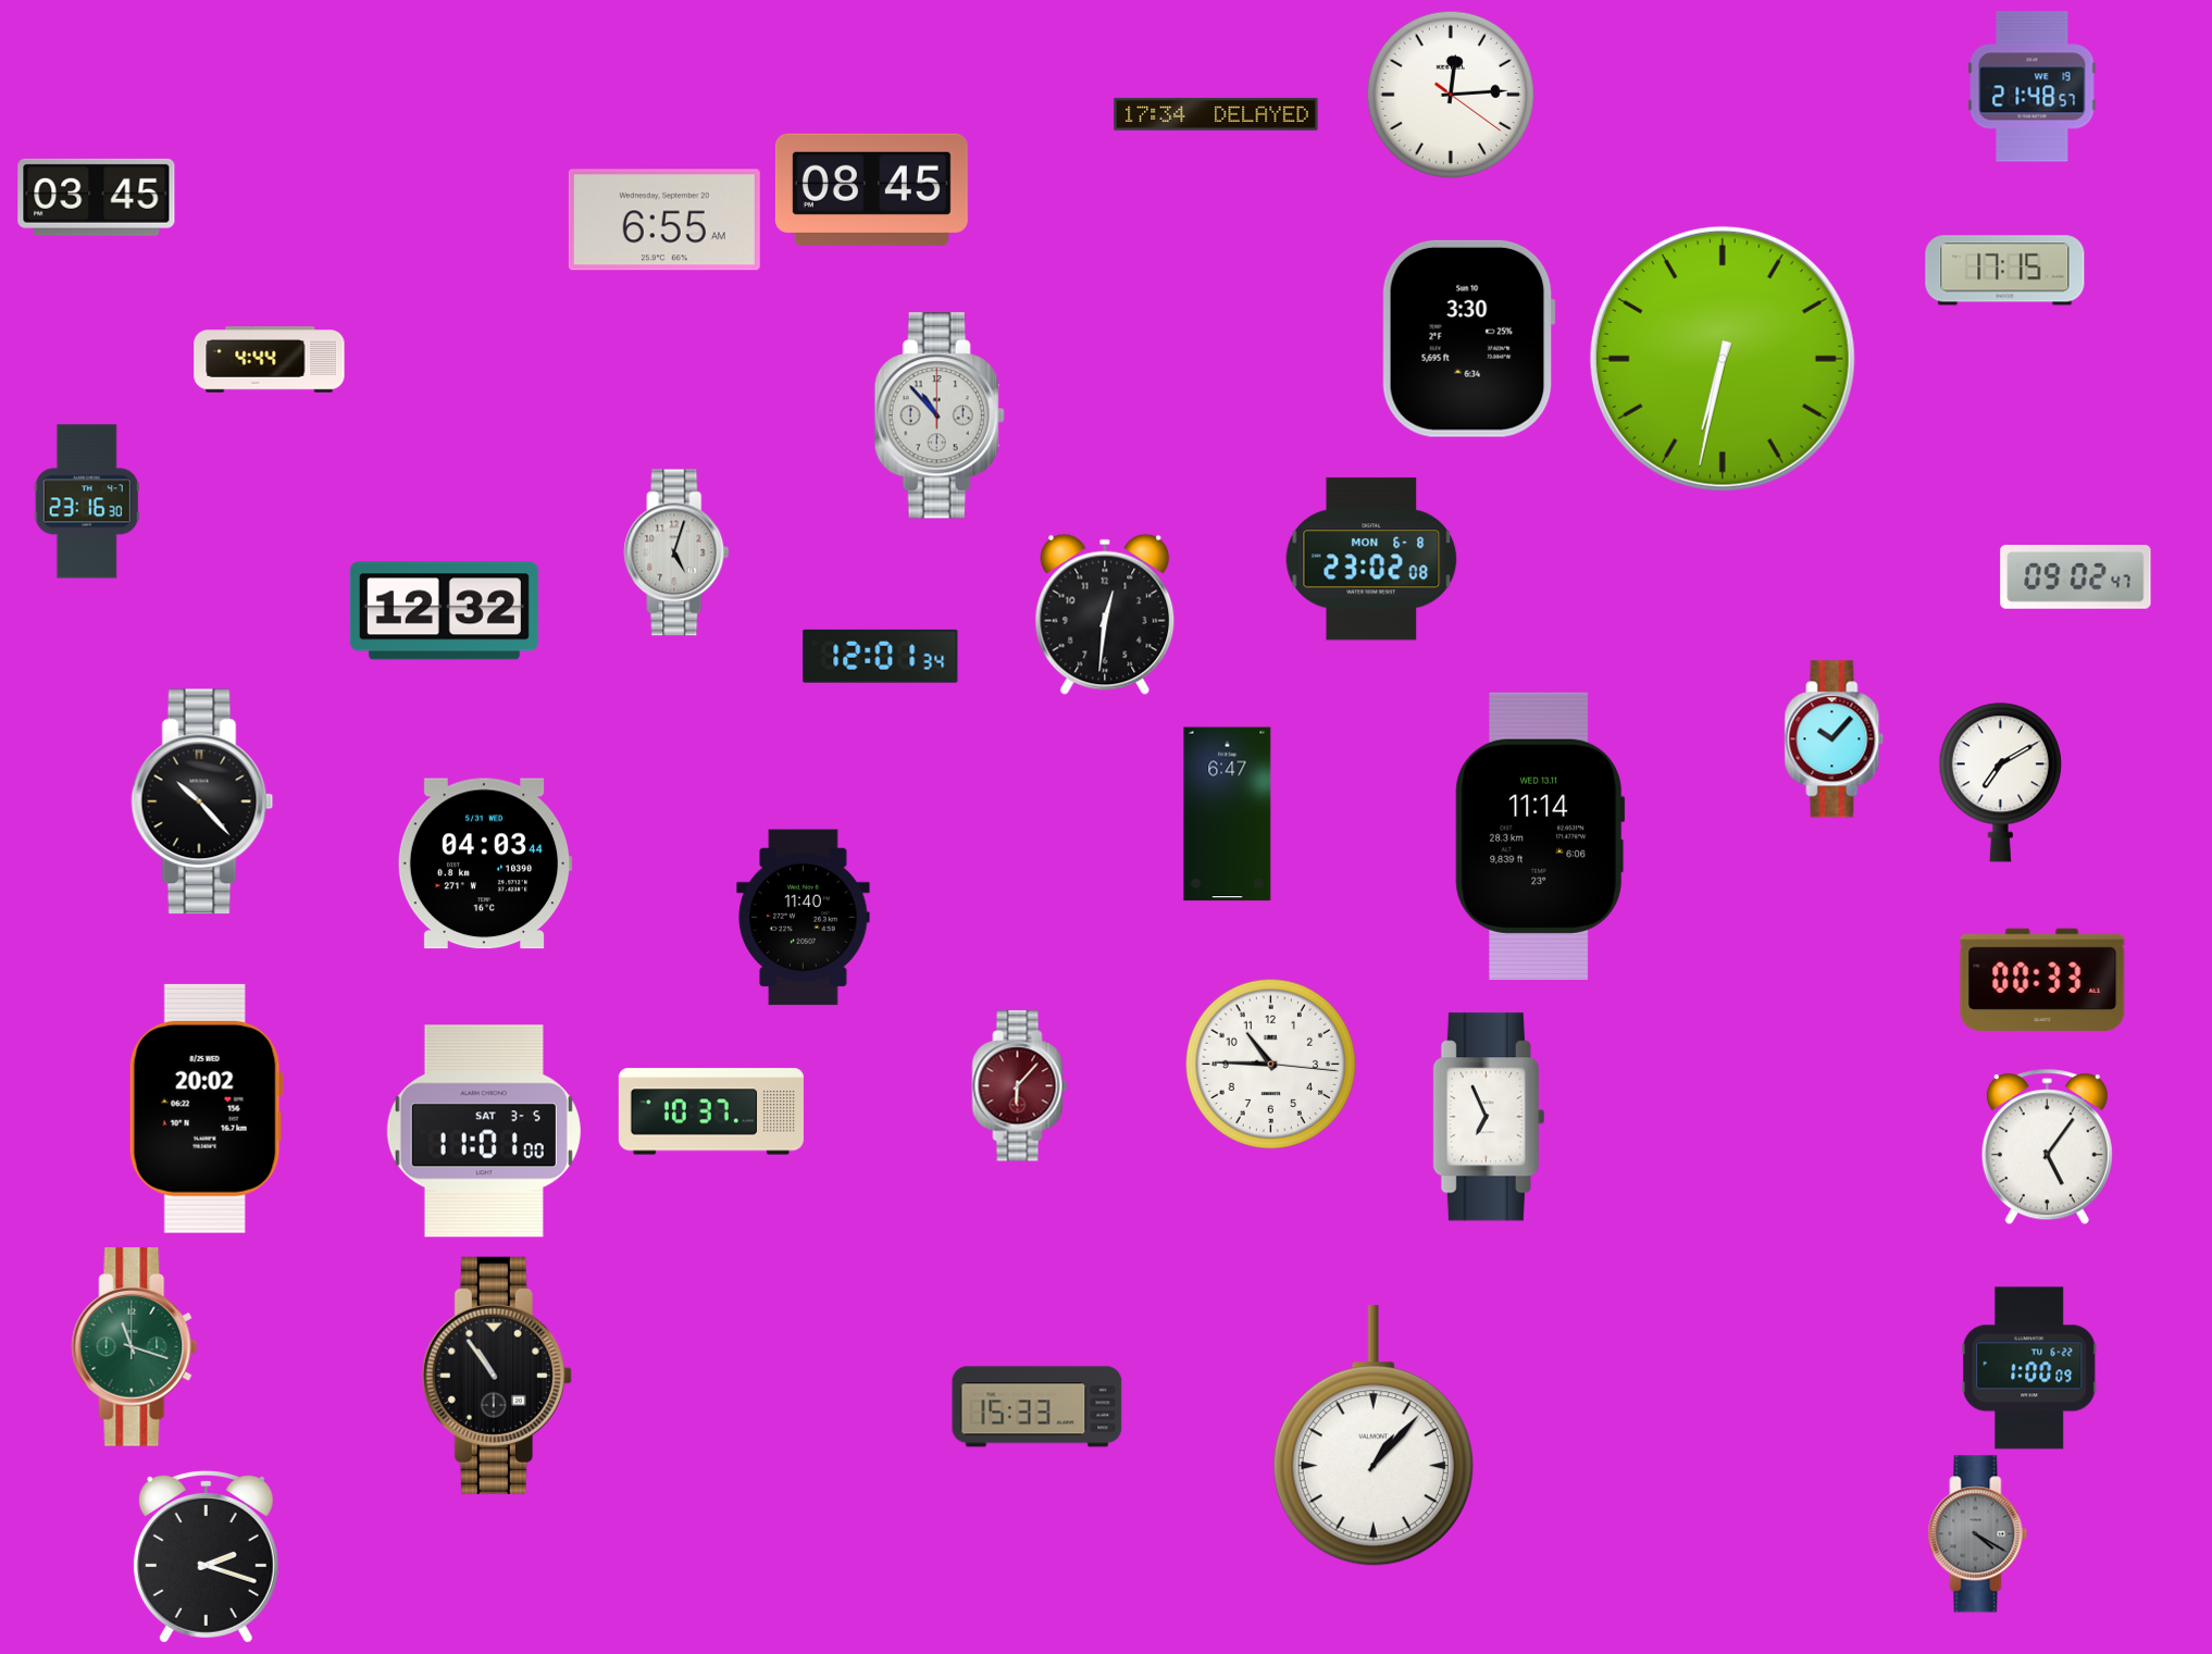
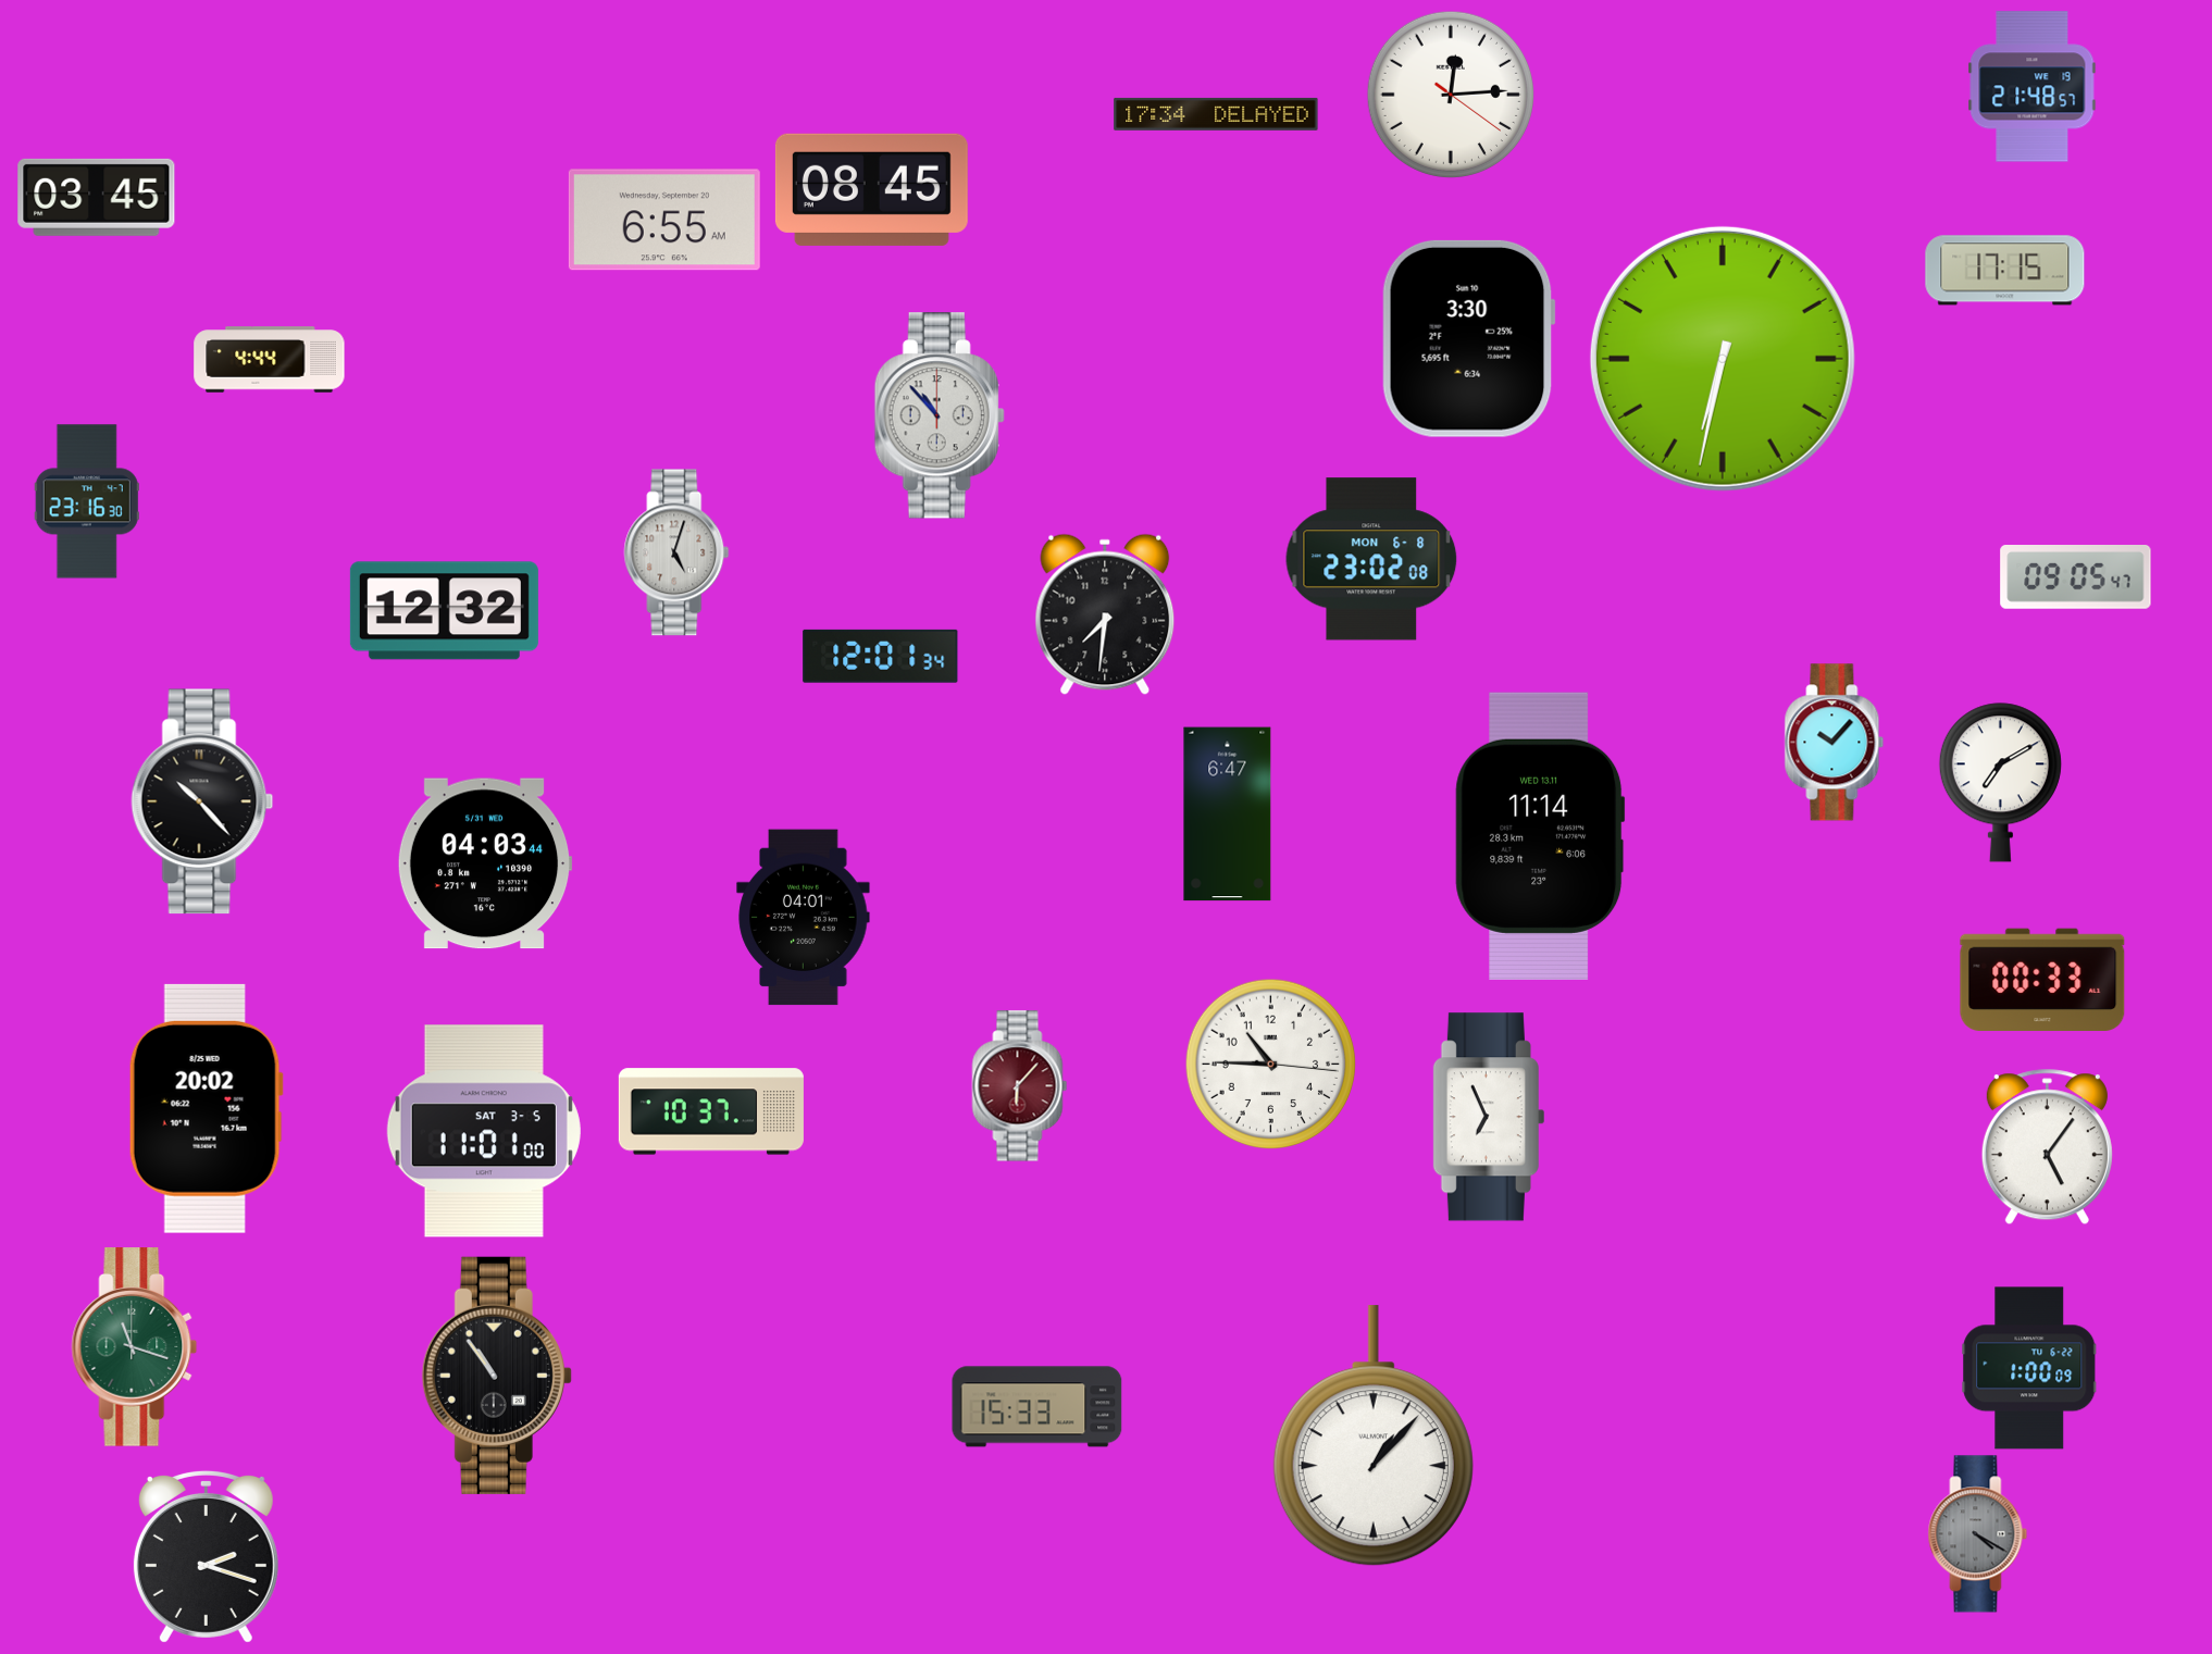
clock at (2076, 577): 09:02 -> 09:05
clock at (1105, 614): 12:31 -> 7:31
clock at (1835, 739) position: (1835, 739) -> (1835, 743)
clock at (804, 918): 11:40 -> 04:01
